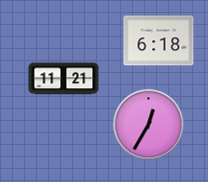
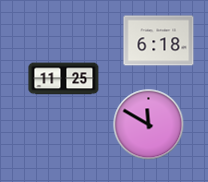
clock at (64, 79): 11:21 -> 11:25
clock at (149, 125): 12:35 -> 11:50
